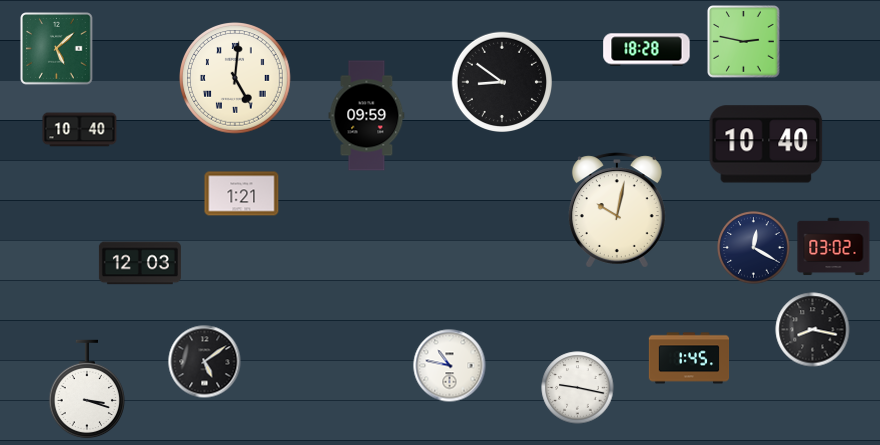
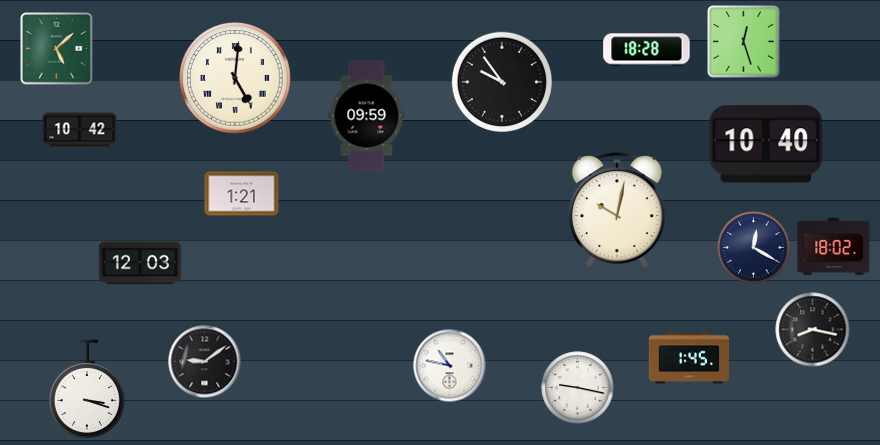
clock at (744, 42): 2:47 -> 12:27
clock at (501, 81): 8:51 -> 9:54
clock at (80, 130): 10:40 -> 10:42
clock at (834, 247): 03:02 -> 18:02
clock at (205, 362): 5:09 -> 9:09
